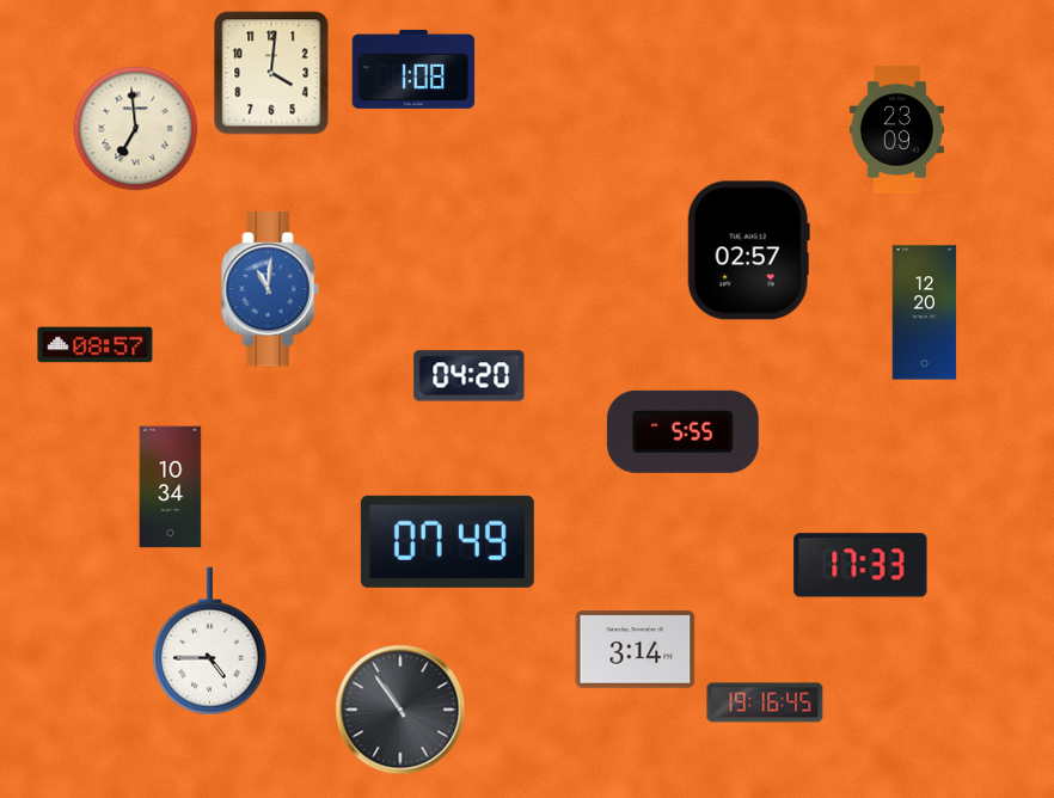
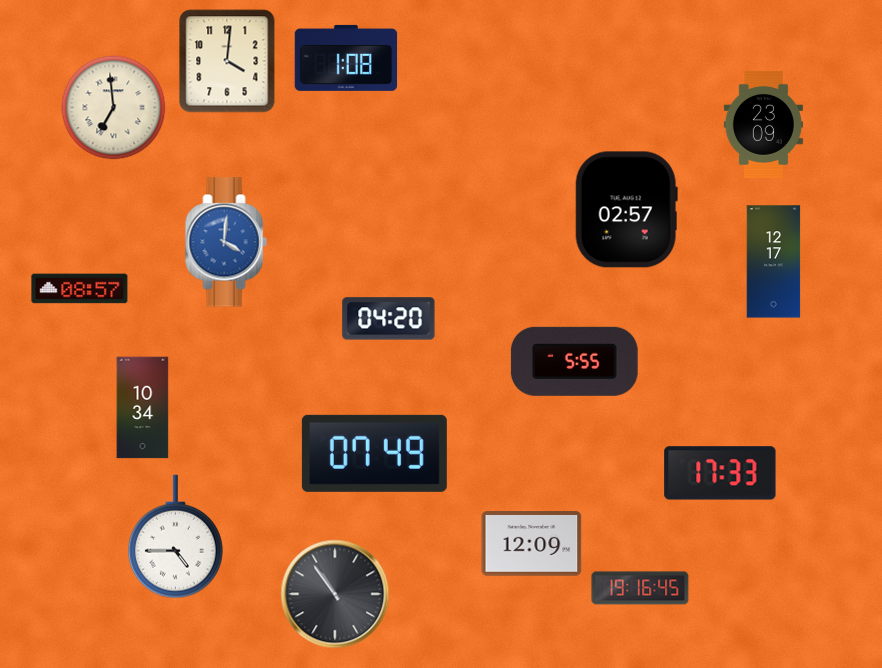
clock at (896, 130) position: (896, 130) -> (763, 125)
clock at (270, 289): 11:01 -> 4:01
clock at (925, 313): 12:20 -> 12:17
clock at (470, 376) position: (470, 376) -> (389, 319)
clock at (682, 431) position: (682, 431) -> (574, 361)
clock at (636, 650): 3:14 -> 12:09
